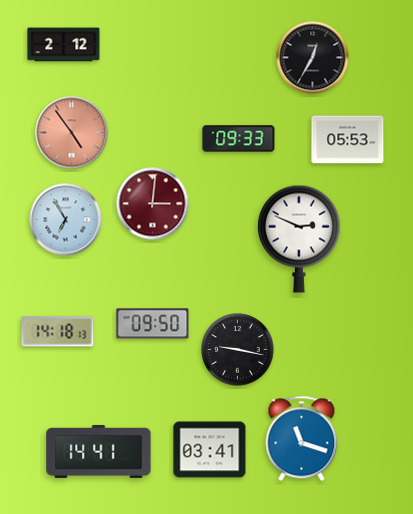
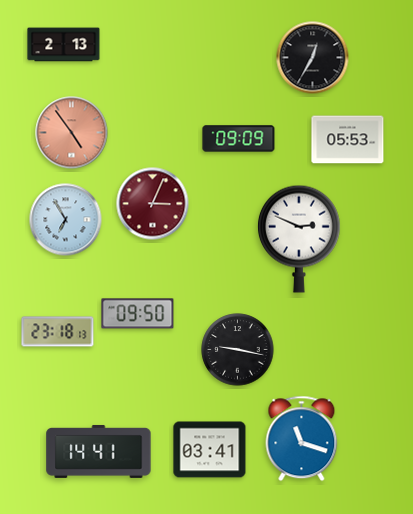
clock at (64, 45): 2:12 -> 2:13
clock at (239, 139): 09:33 -> 09:09
clock at (153, 204): 3:01 -> 3:04
clock at (153, 324) position: (153, 324) -> (138, 314)
clock at (58, 332): 14:18 -> 23:18
